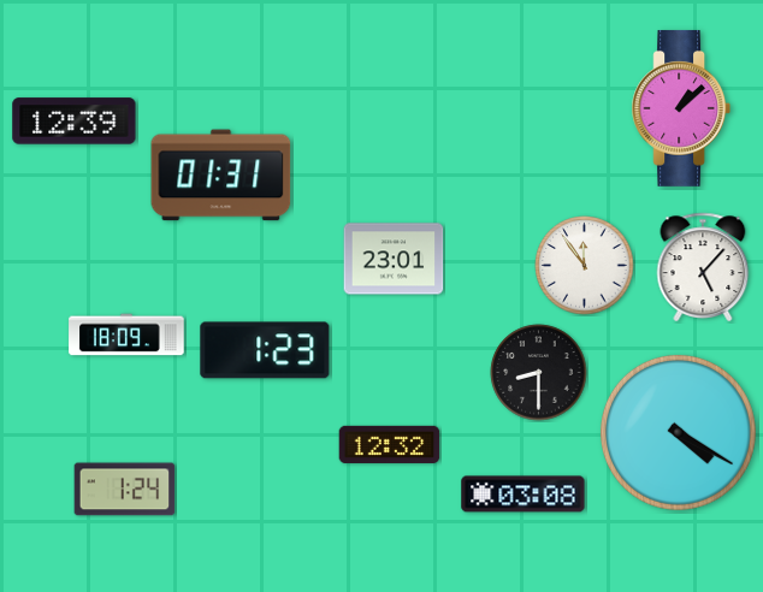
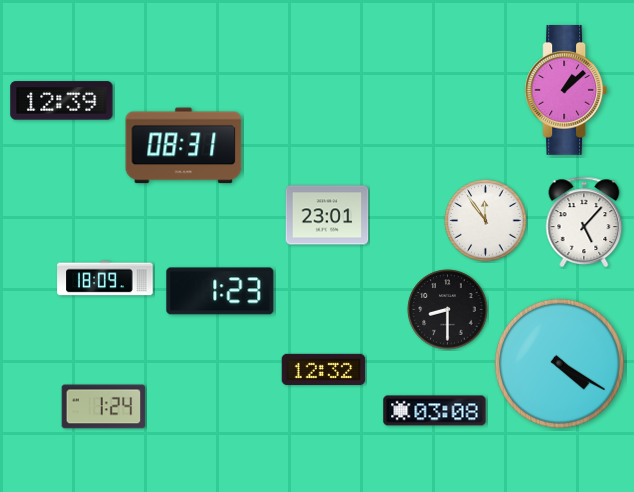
clock at (221, 176): 01:31 -> 08:31
clock at (678, 432) position: (678, 432) -> (559, 363)
